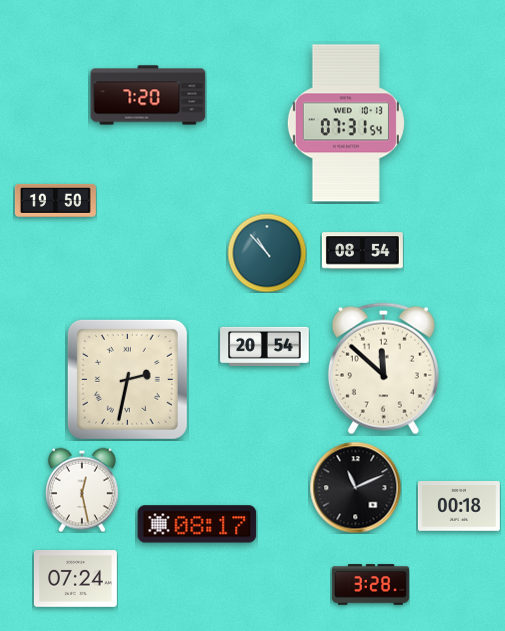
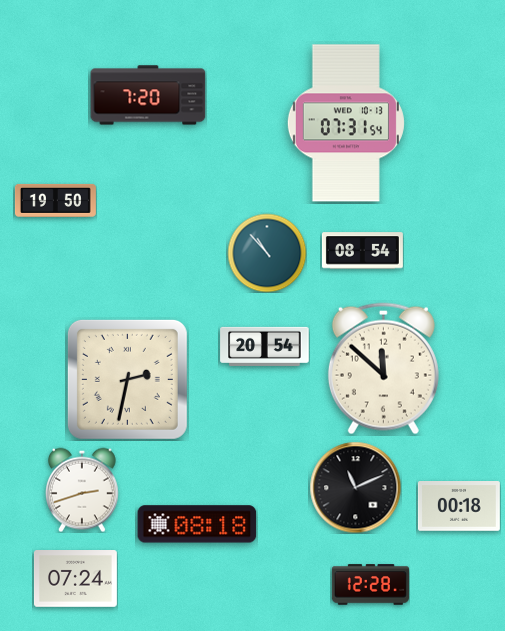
clock at (82, 490): 12:28 -> 2:42
clock at (197, 524): 08:17 -> 08:18
clock at (370, 585): 3:28 -> 12:28
